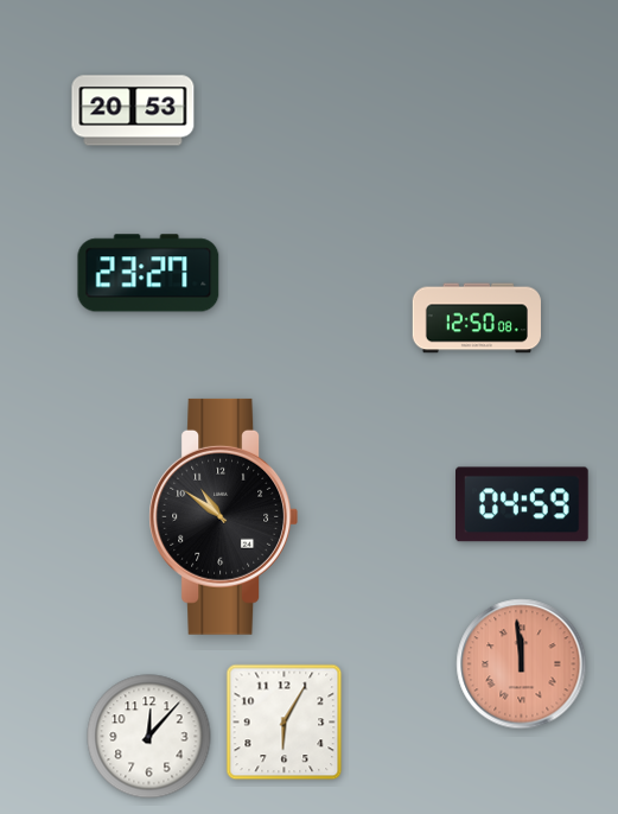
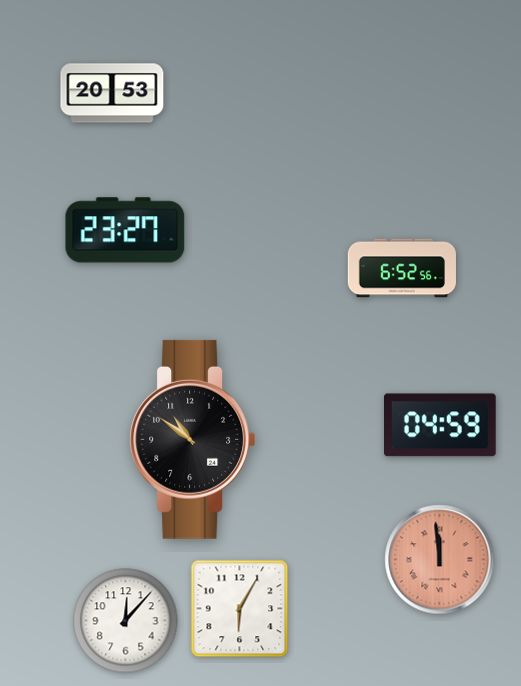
clock at (476, 318): 12:50 -> 6:52
clock at (224, 516) position: (224, 516) -> (193, 439)
